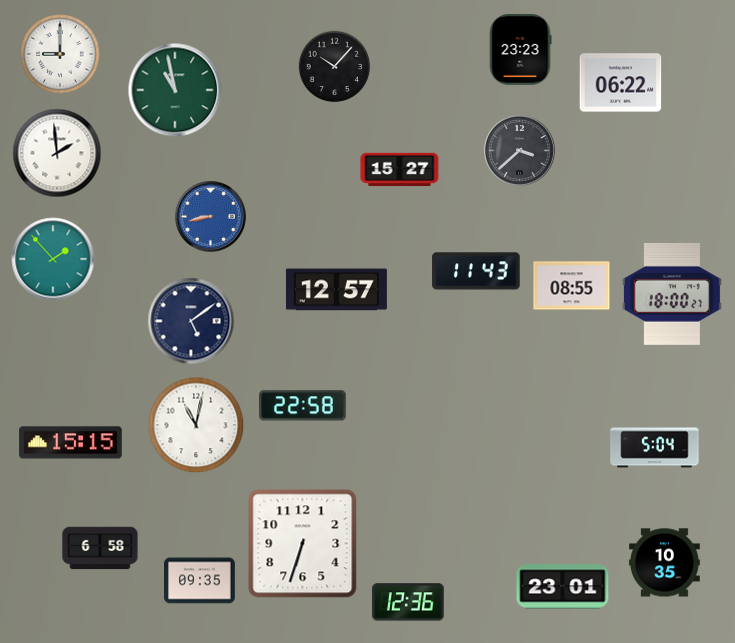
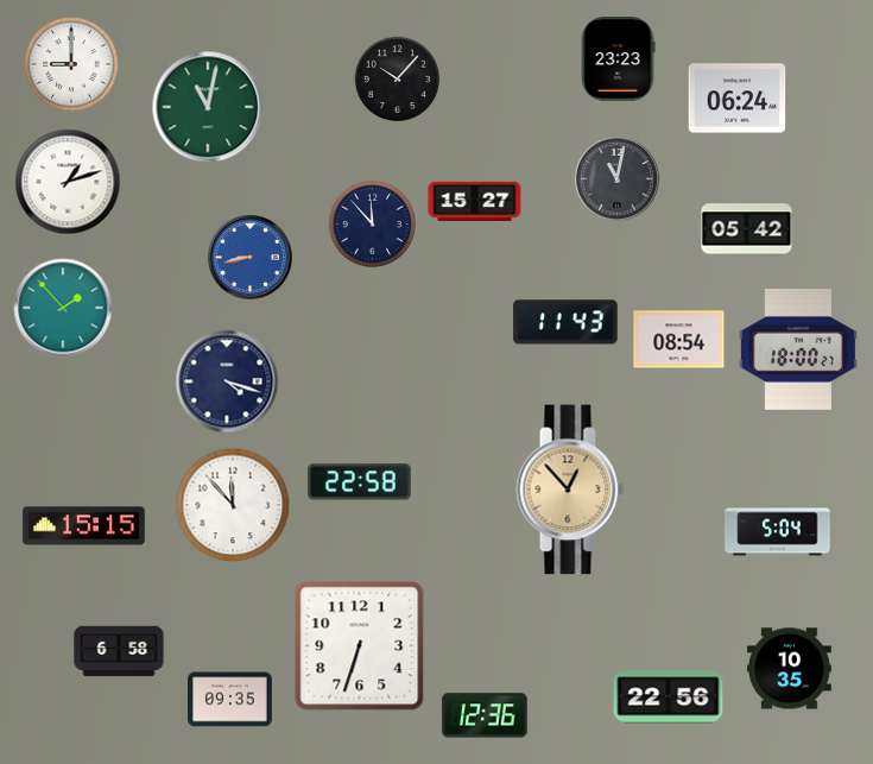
clock at (621, 83): 06:22 -> 06:24
clock at (175, 90): 10:58 -> 11:02
clock at (520, 151): 3:38 -> 11:02
clock at (57, 153): 1:59 -> 1:12
clock at (372, 223): none -> 11:53
clock at (747, 231): none -> 05:42
clock at (572, 286): 08:55 -> 08:54
clock at (336, 290): 12:57 -> none
clock at (191, 321): 5:09 -> 4:18
clock at (570, 490): none -> 12:53
clock at (196, 425): 11:02 -> 11:53
clock at (200, 581) position: (200, 581) -> (230, 700)
clock at (563, 587): 23:01 -> 22:56
